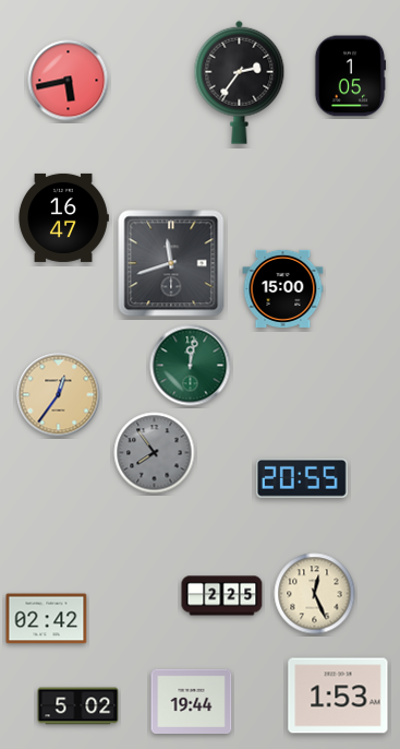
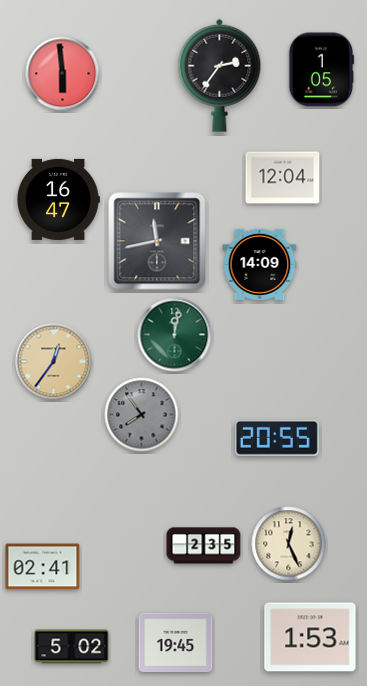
clock at (69, 81): 5:43 -> 5:59
clock at (283, 178): none -> 12:04
clock at (171, 263): 11:42 -> 11:43
clock at (283, 288): 15:00 -> 14:09
clock at (222, 596): 2:25 -> 2:35
clock at (47, 619): 02:42 -> 02:41
clock at (192, 701): 19:44 -> 19:45
